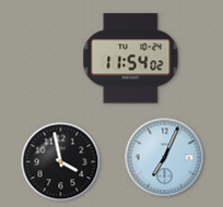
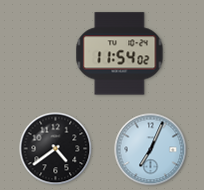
clock at (165, 158) position: (165, 158) -> (151, 150)
clock at (61, 162): 3:58 -> 4:39
